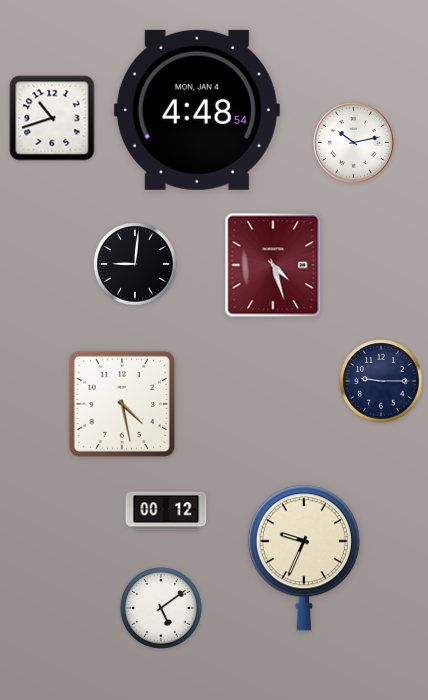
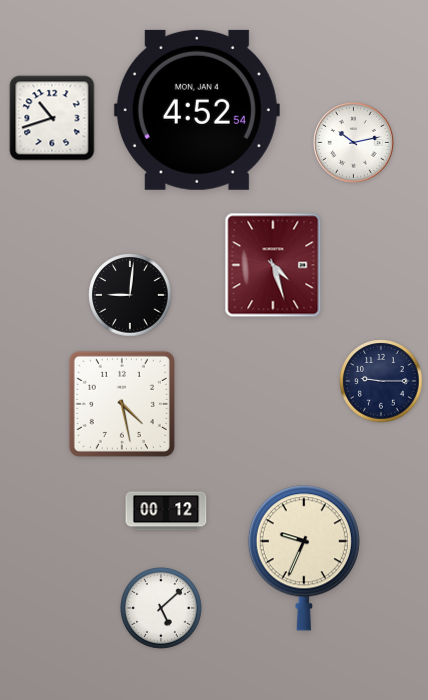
clock at (197, 110): 4:48 -> 4:52
clock at (135, 264) position: (135, 264) -> (130, 295)
clock at (162, 609): 5:09 -> 5:08
